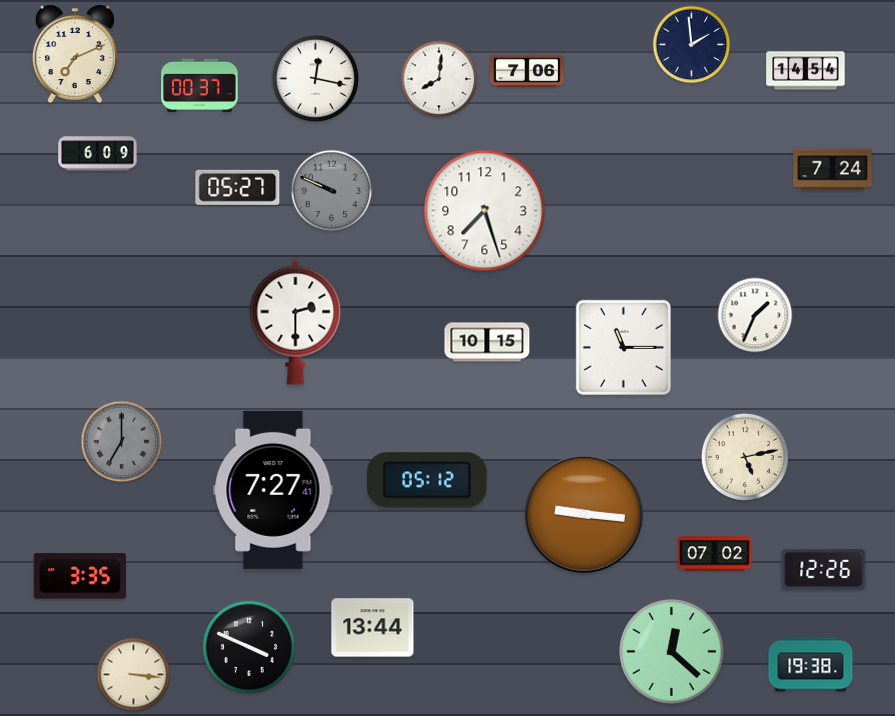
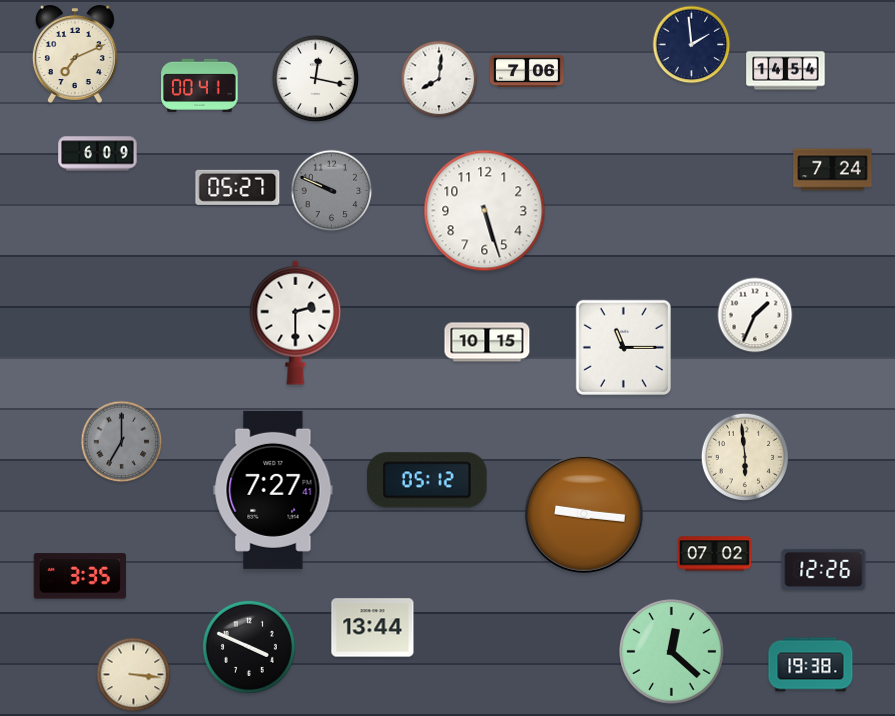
clock at (806, 71) position: (806, 71) -> (786, 71)
clock at (200, 85): 00:37 -> 00:41
clock at (485, 211): 7:27 -> 5:27
clock at (745, 457): 5:13 -> 5:59
